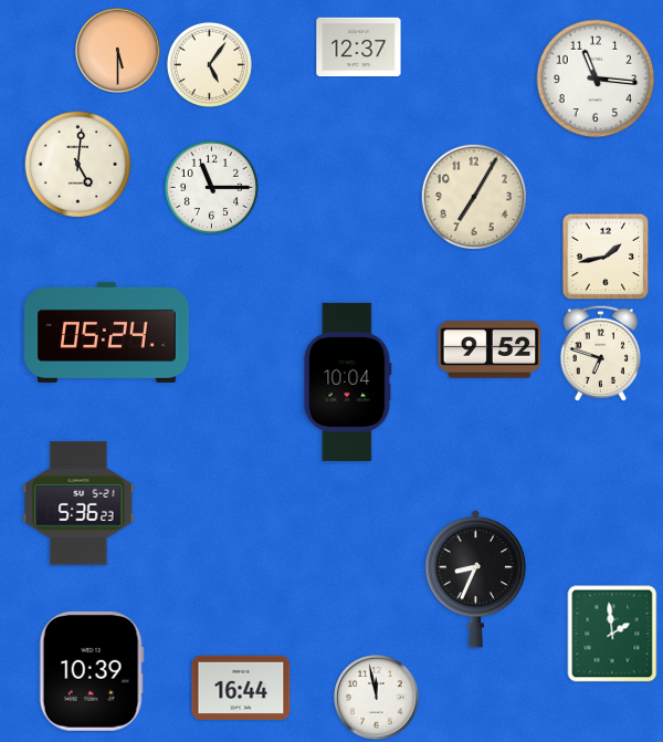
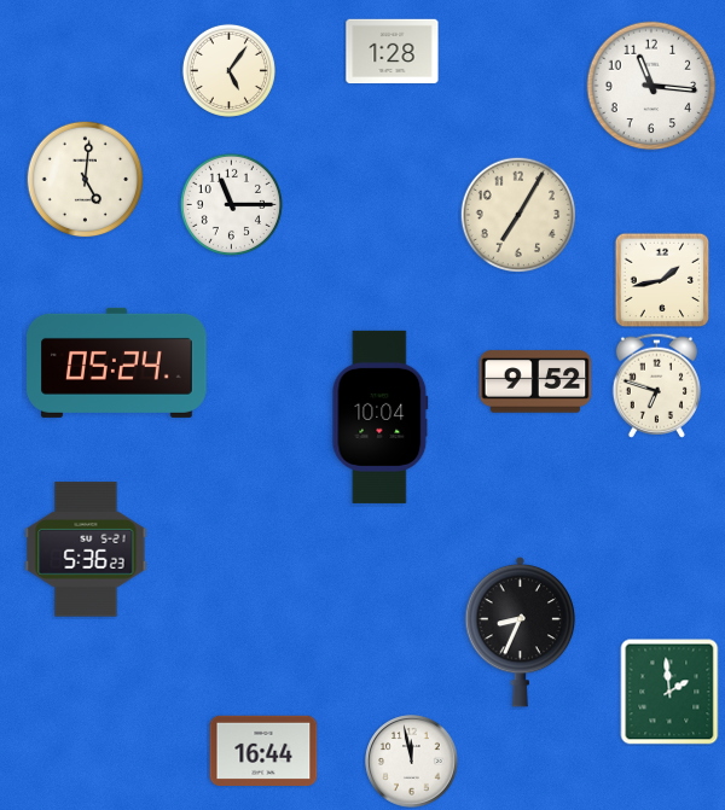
clock at (359, 48): 12:37 -> 1:28
clock at (118, 51): 5:30 -> none
clock at (92, 671): 10:39 -> none
